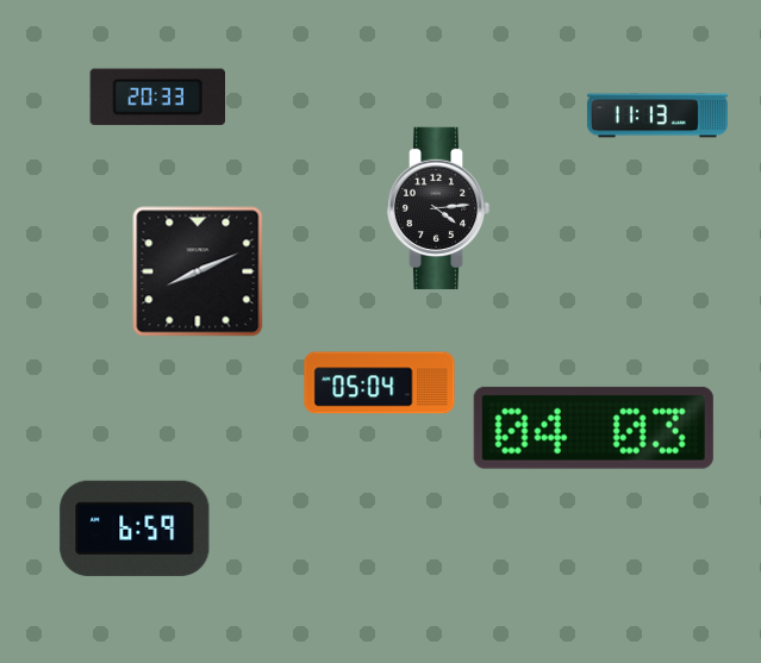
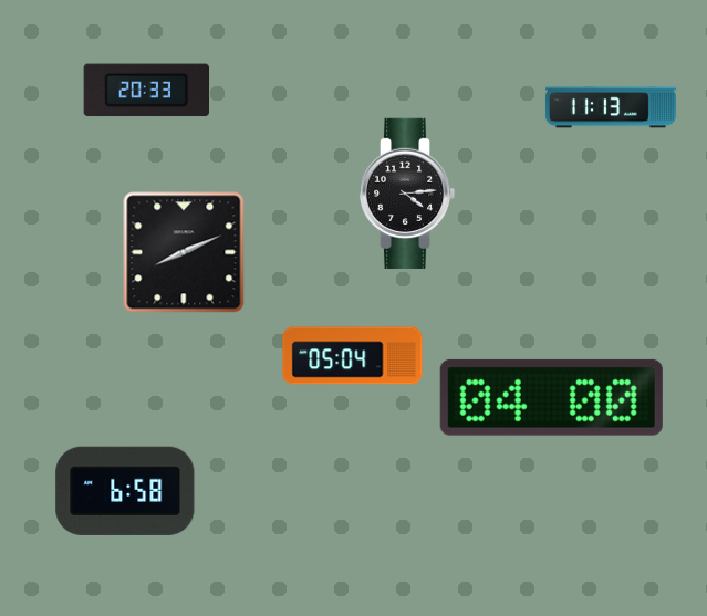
clock at (593, 427): 04:03 -> 04:00
clock at (135, 528): 6:59 -> 6:58
